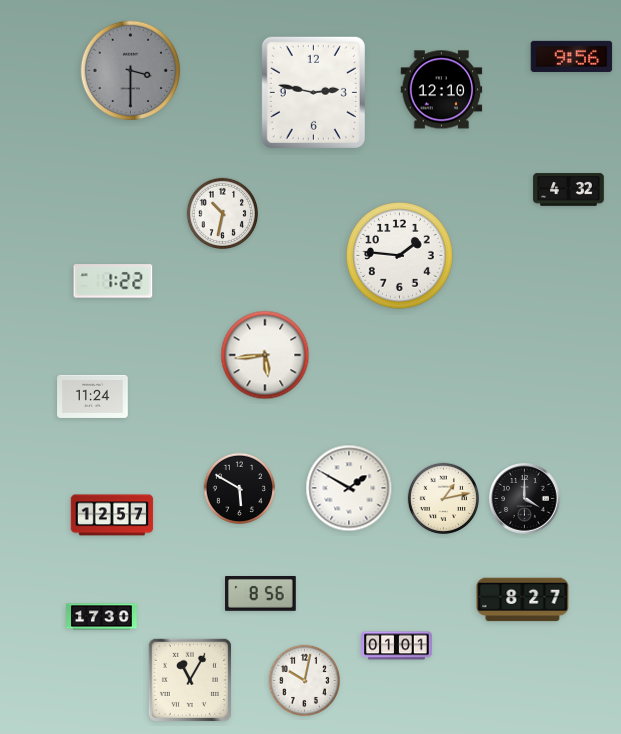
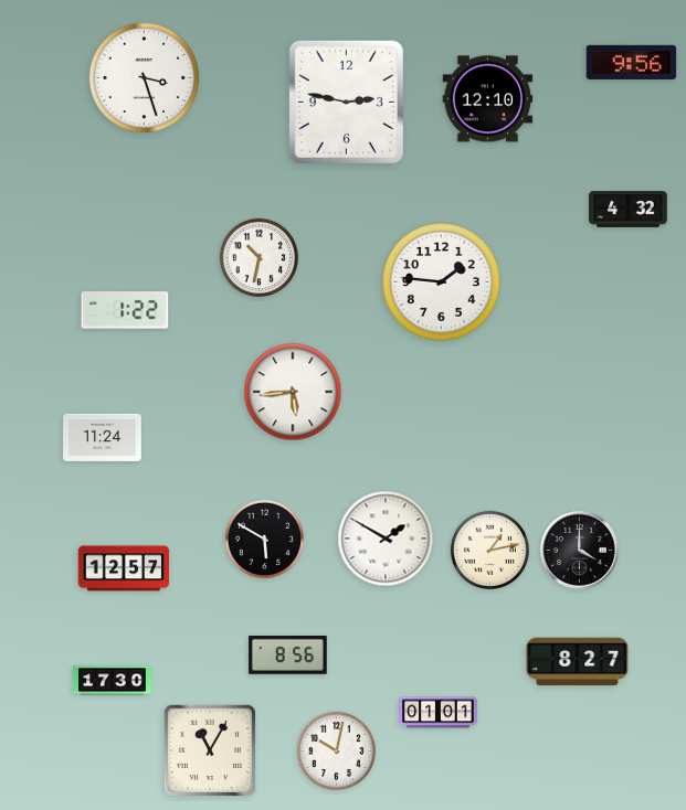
clock at (130, 70): 3:30 -> 3:27
clock at (130, 70) dial: grey -> white
clock at (222, 213) position: (222, 213) -> (258, 257)
